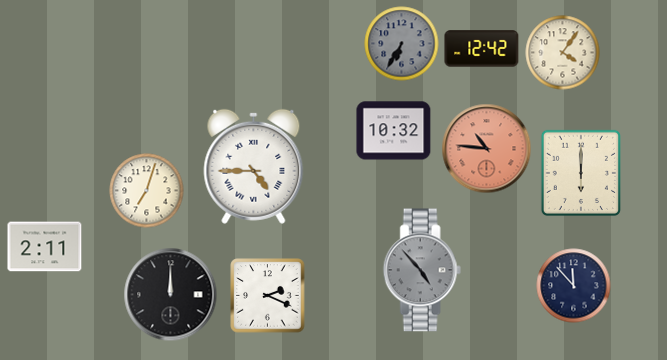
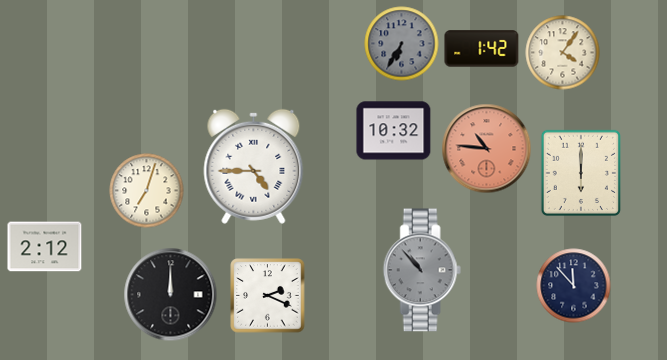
clock at (482, 49): 12:42 -> 1:42
clock at (45, 247): 2:11 -> 2:12
clock at (422, 270): 4:53 -> 10:53
